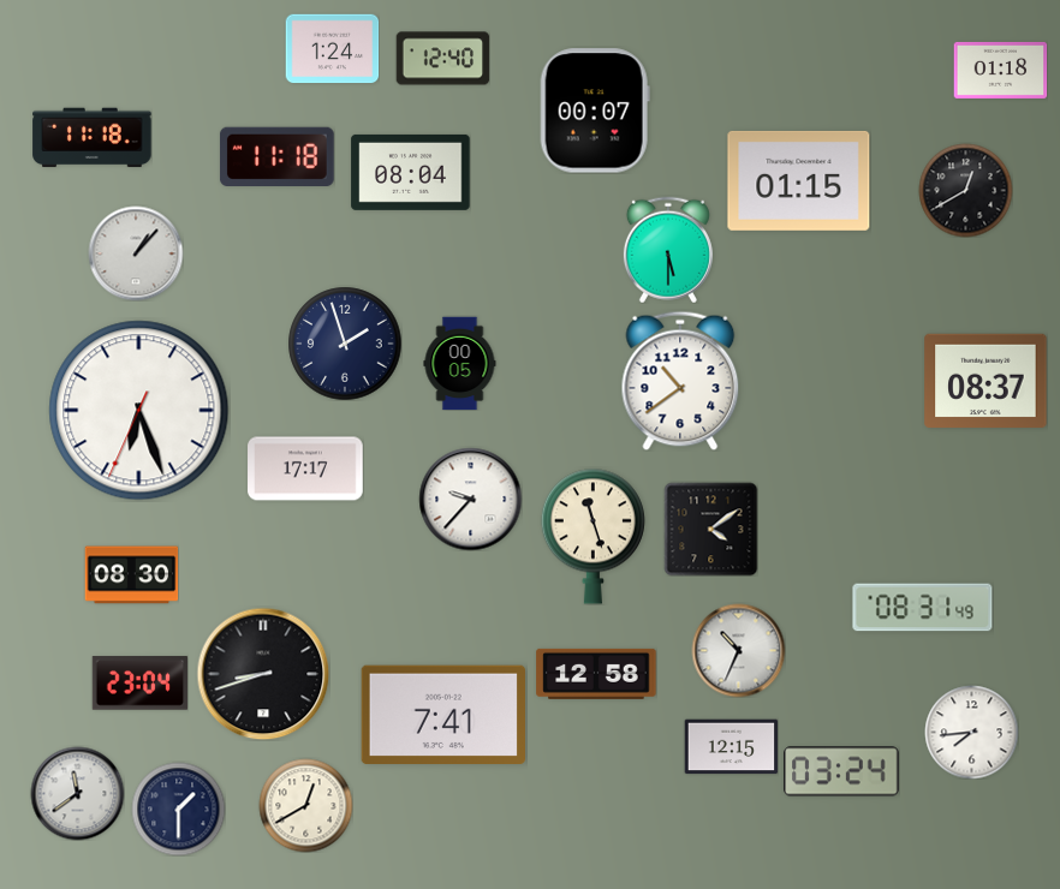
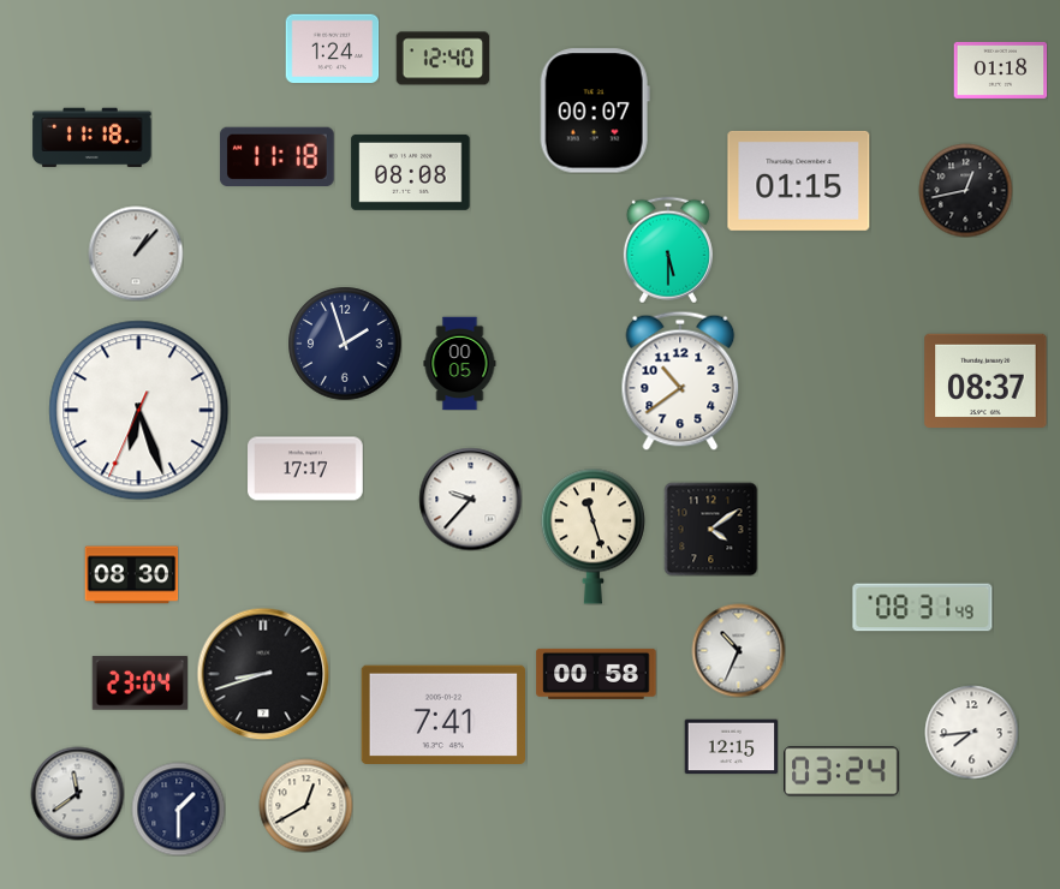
clock at (411, 172): 08:04 -> 08:08
clock at (965, 190): 12:40 -> 12:43
clock at (596, 674): 12:58 -> 00:58
